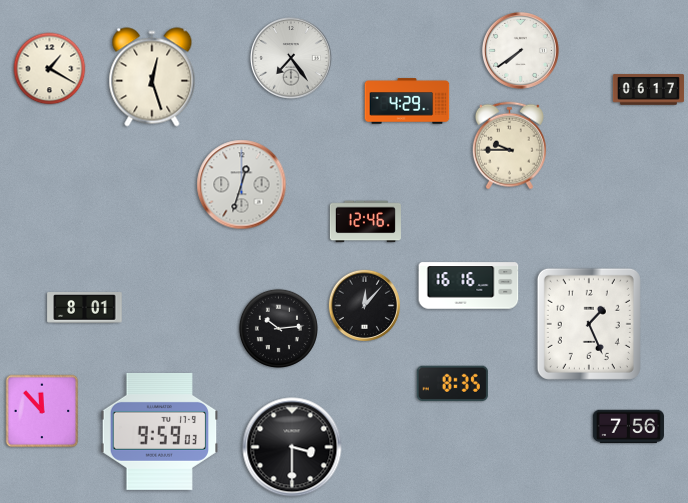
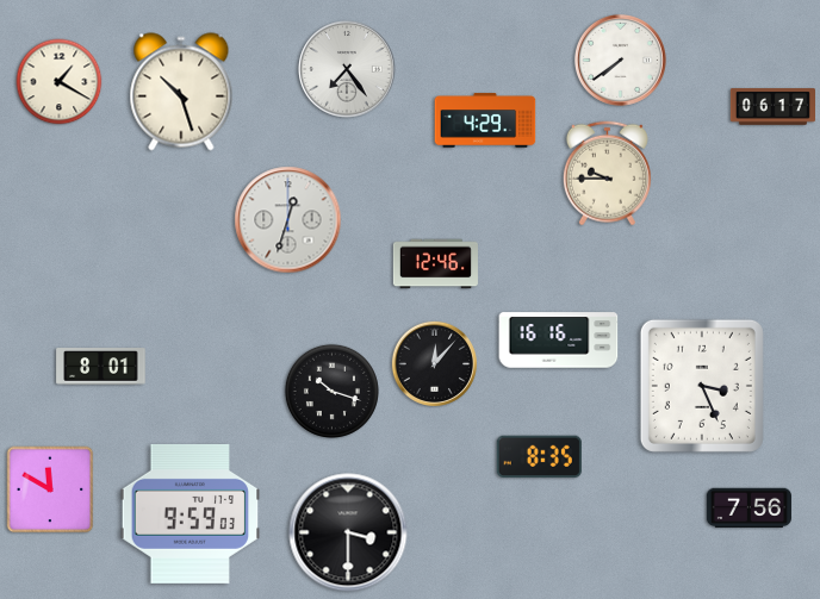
clock at (152, 77): 12:27 -> 10:27
clock at (589, 324): 1:26 -> 3:26
clock at (278, 328): 10:14 -> 10:18
clock at (42, 411): 11:53 -> 11:50
